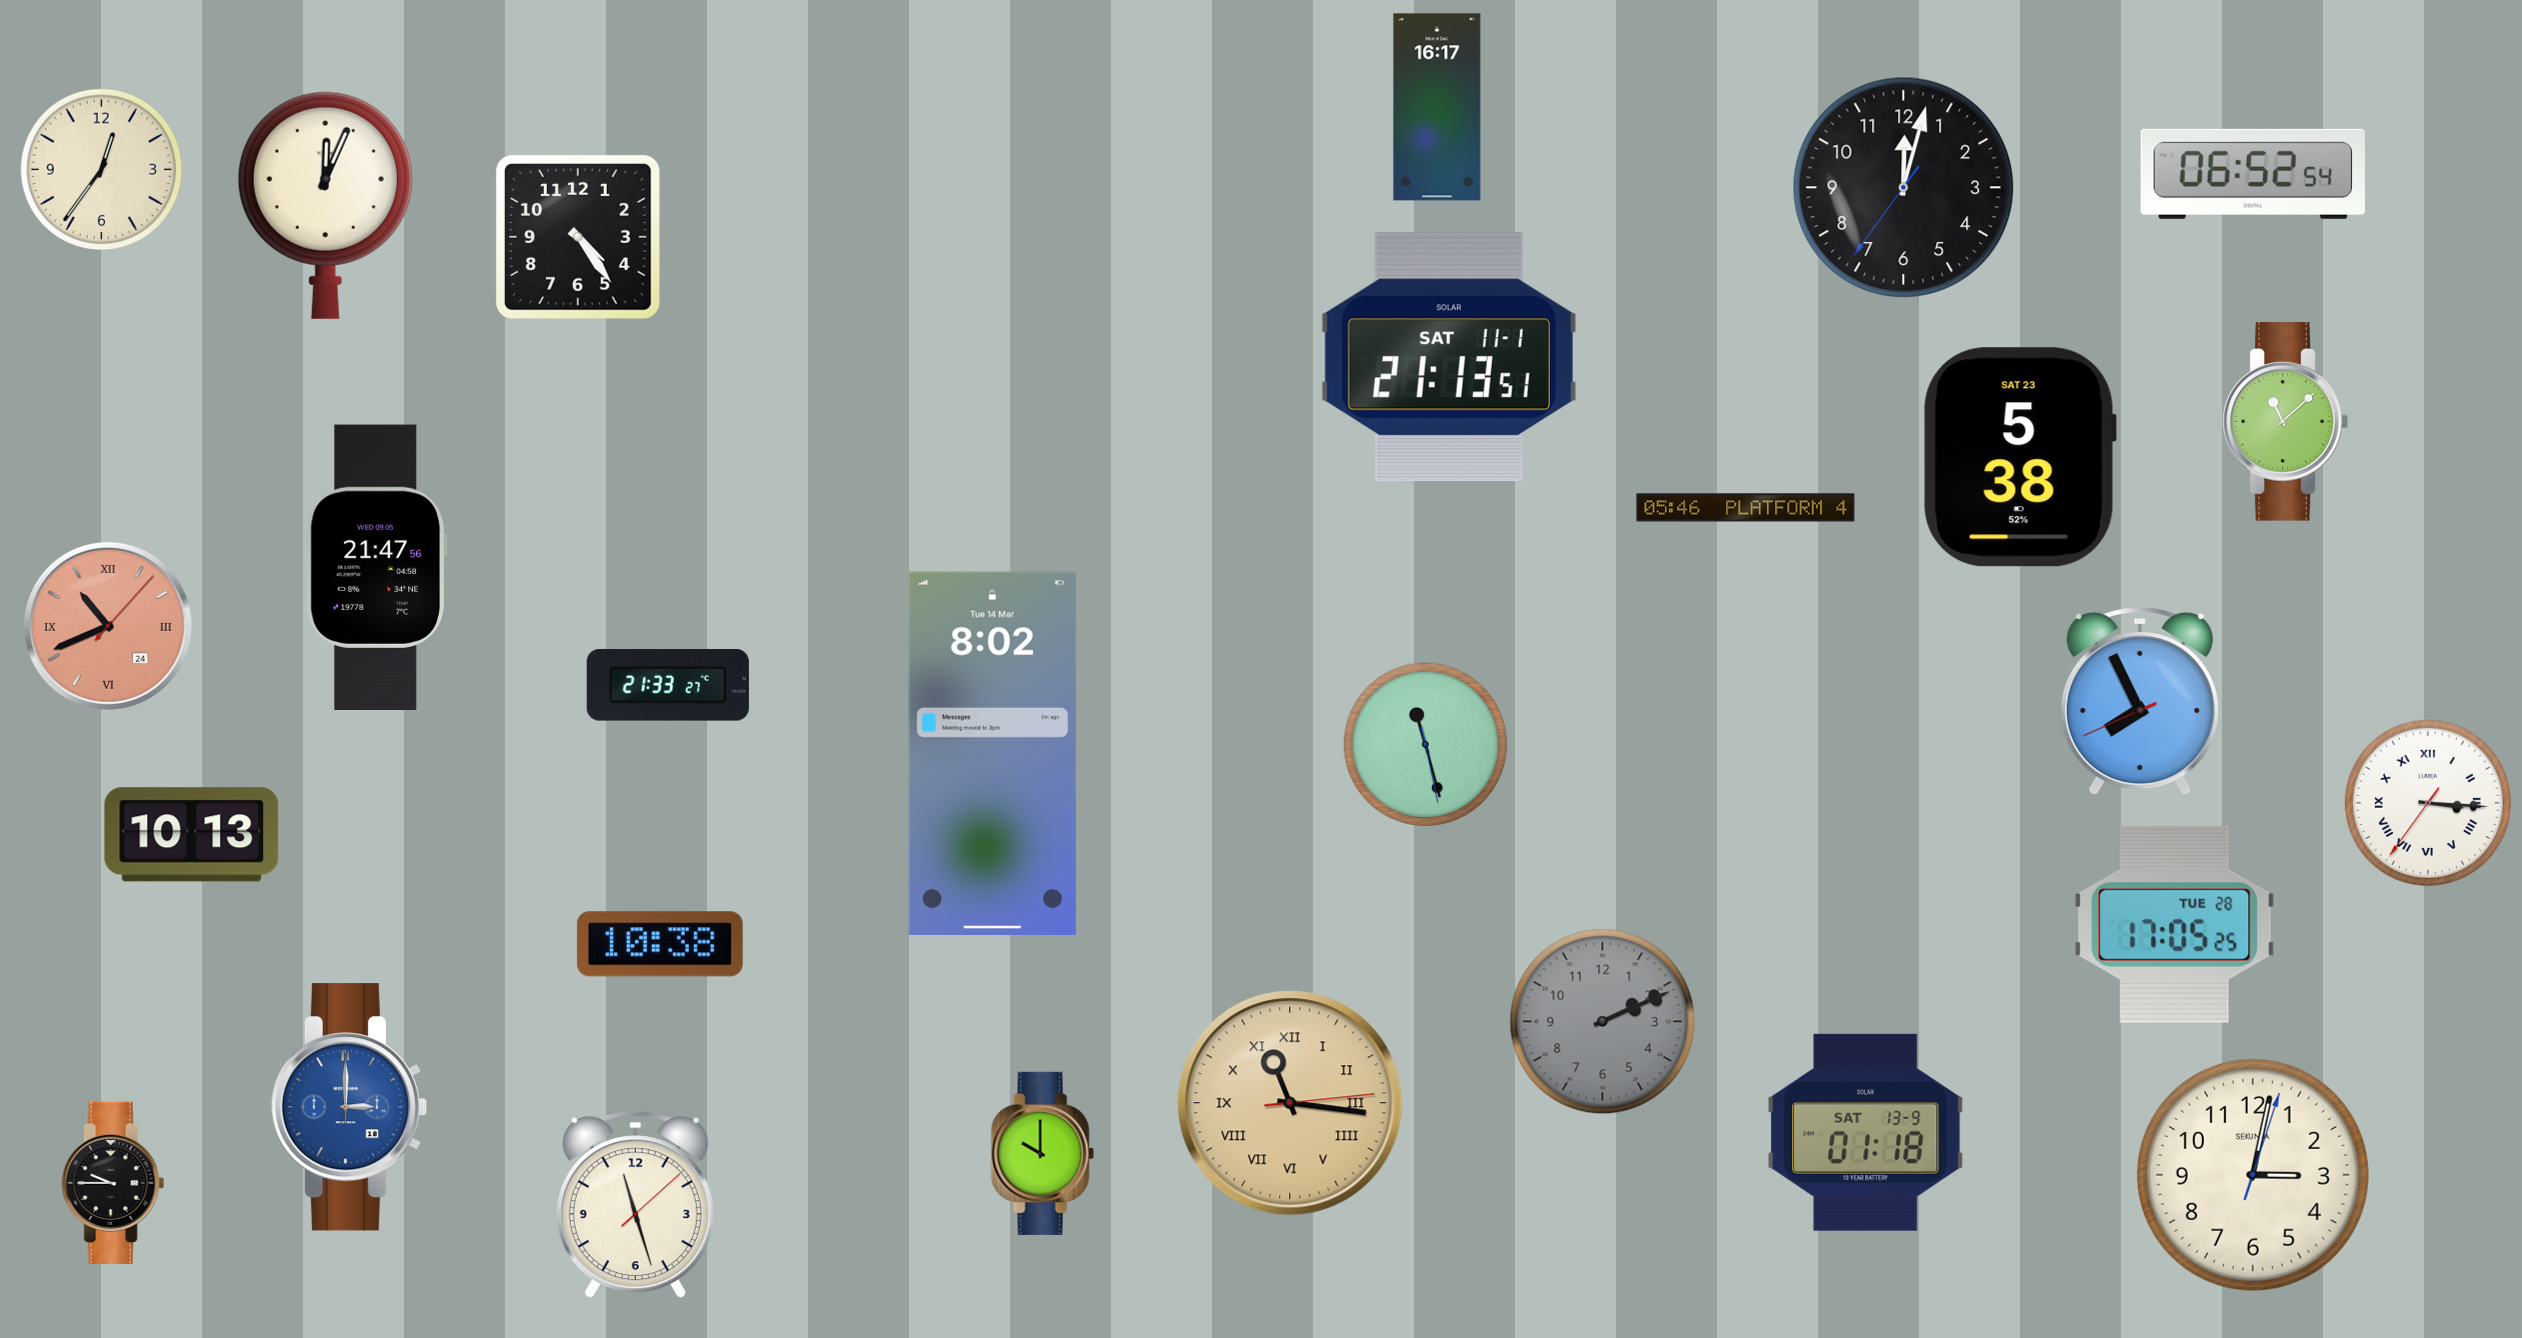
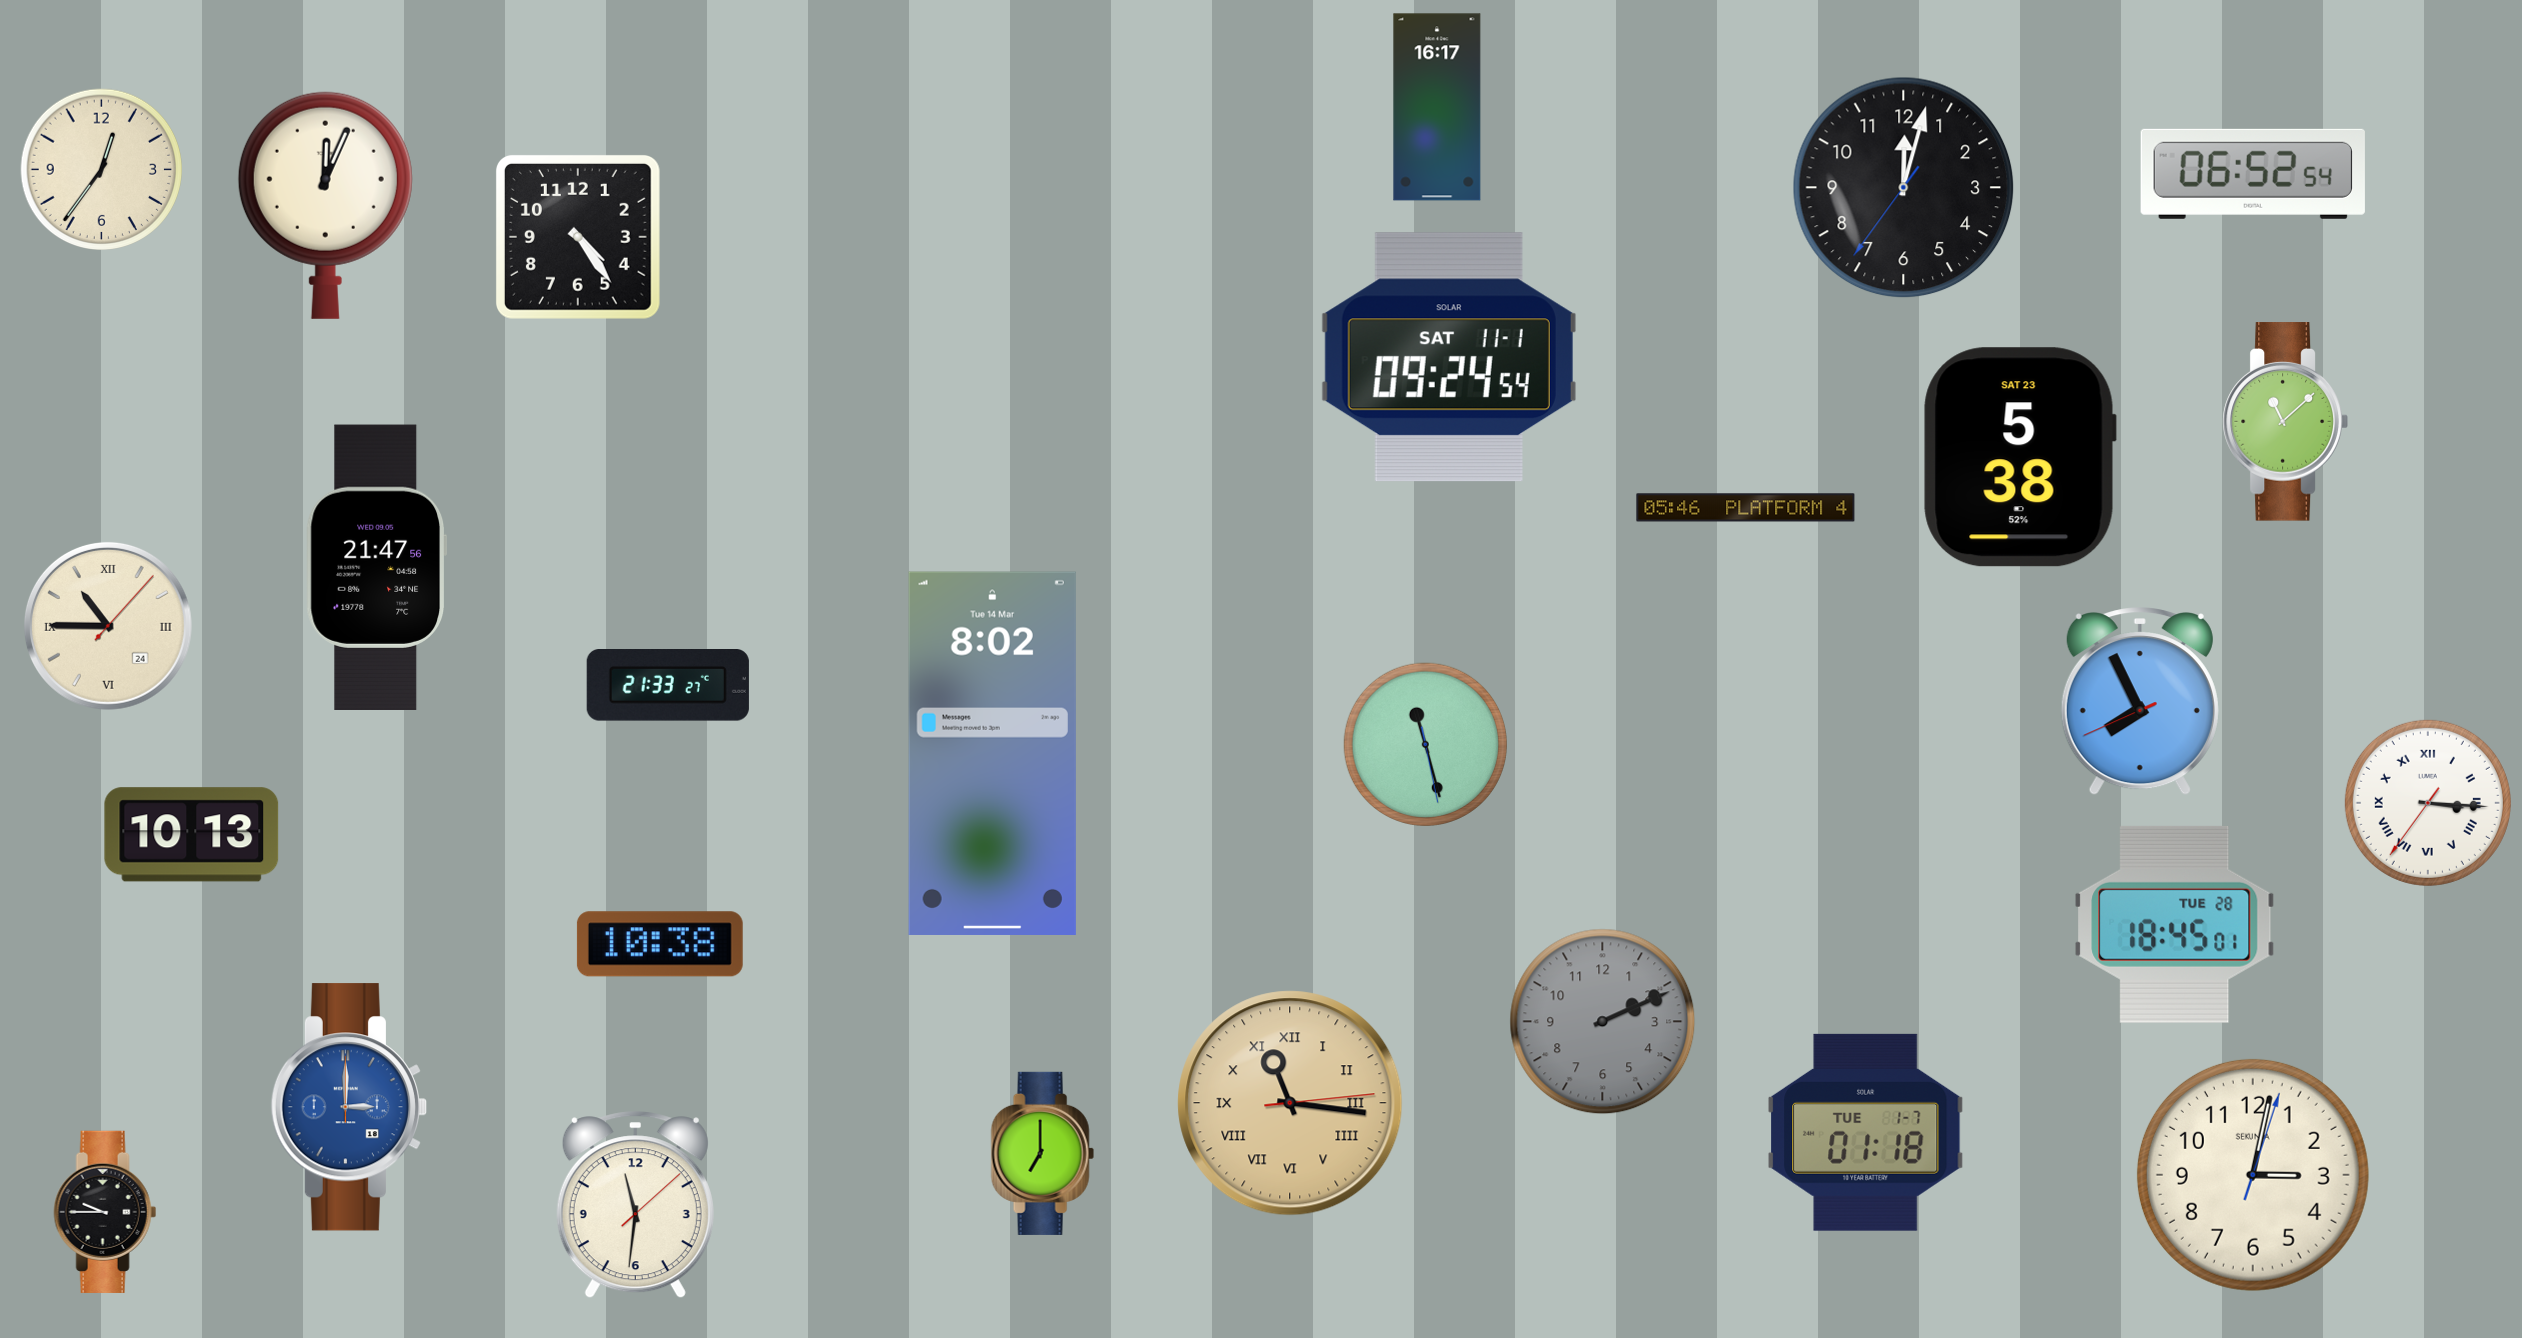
clock at (1449, 357): 21:13 -> 09:24
clock at (108, 626): 10:41 -> 10:45
clock at (108, 626) dial: salmon -> cream
clock at (2175, 924): 17:05 -> 18:45
clock at (1866, 1132) date: SAT 13-9 -> TUE 1-7
clock at (1042, 1153): 10:00 -> 7:00
clock at (113, 1183) position: (113, 1183) -> (105, 1212)
clock at (635, 1205): 11:27 -> 11:31
